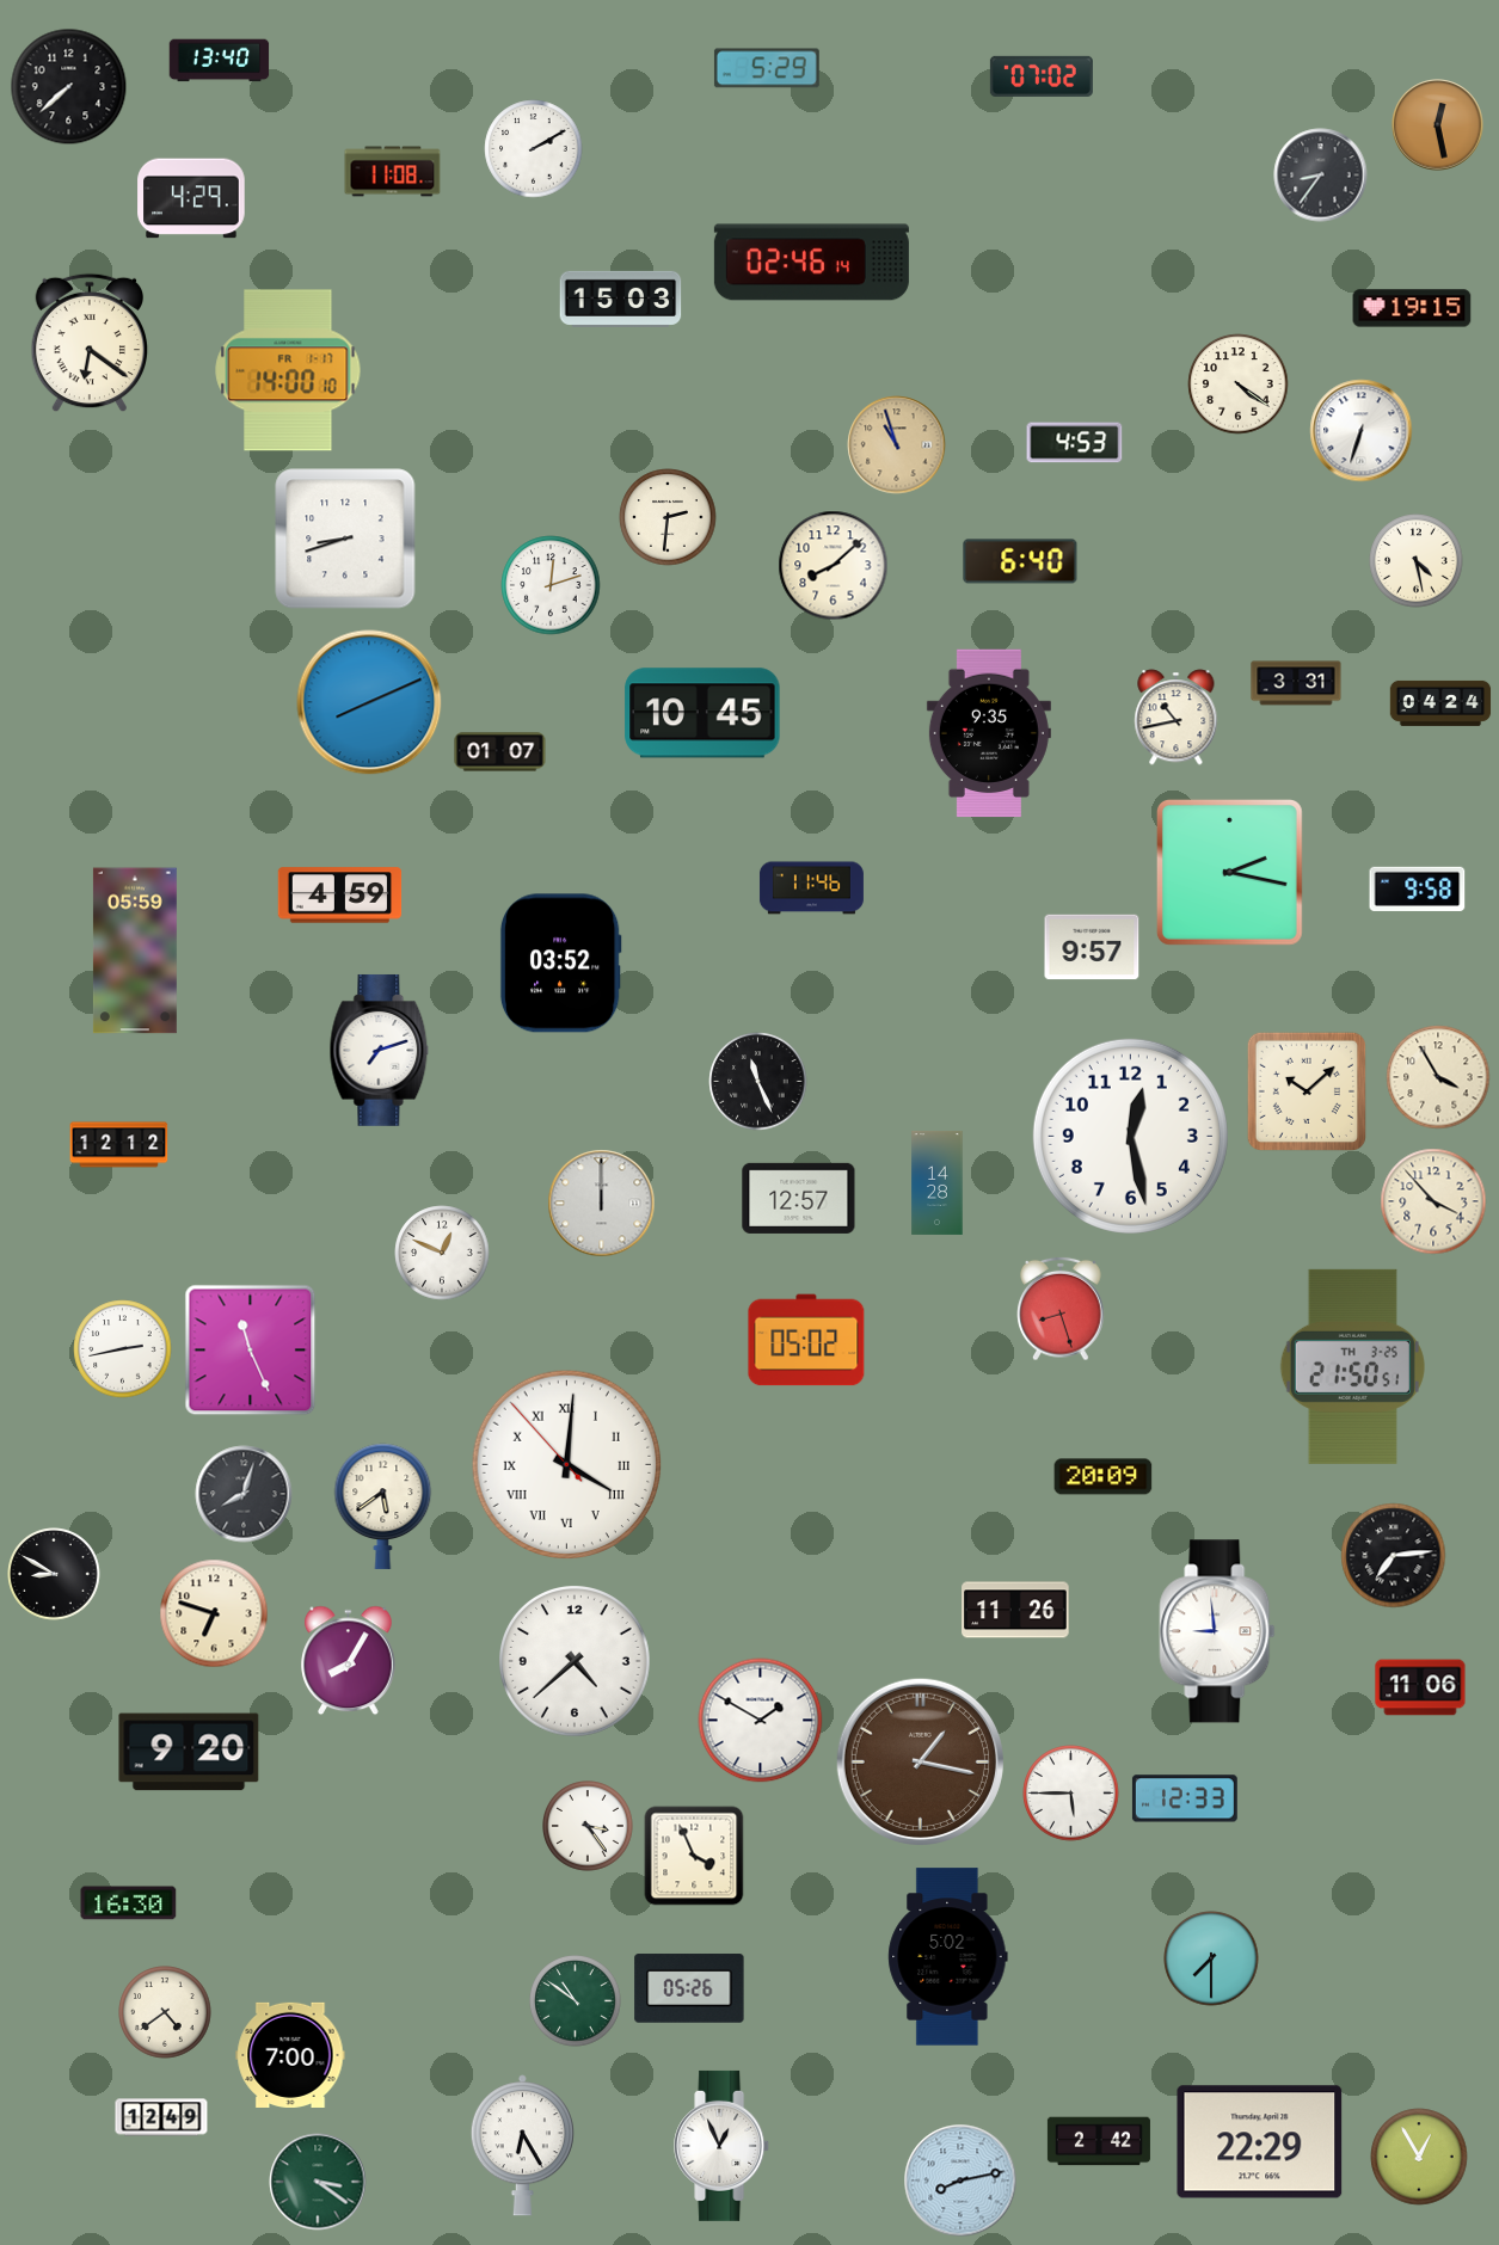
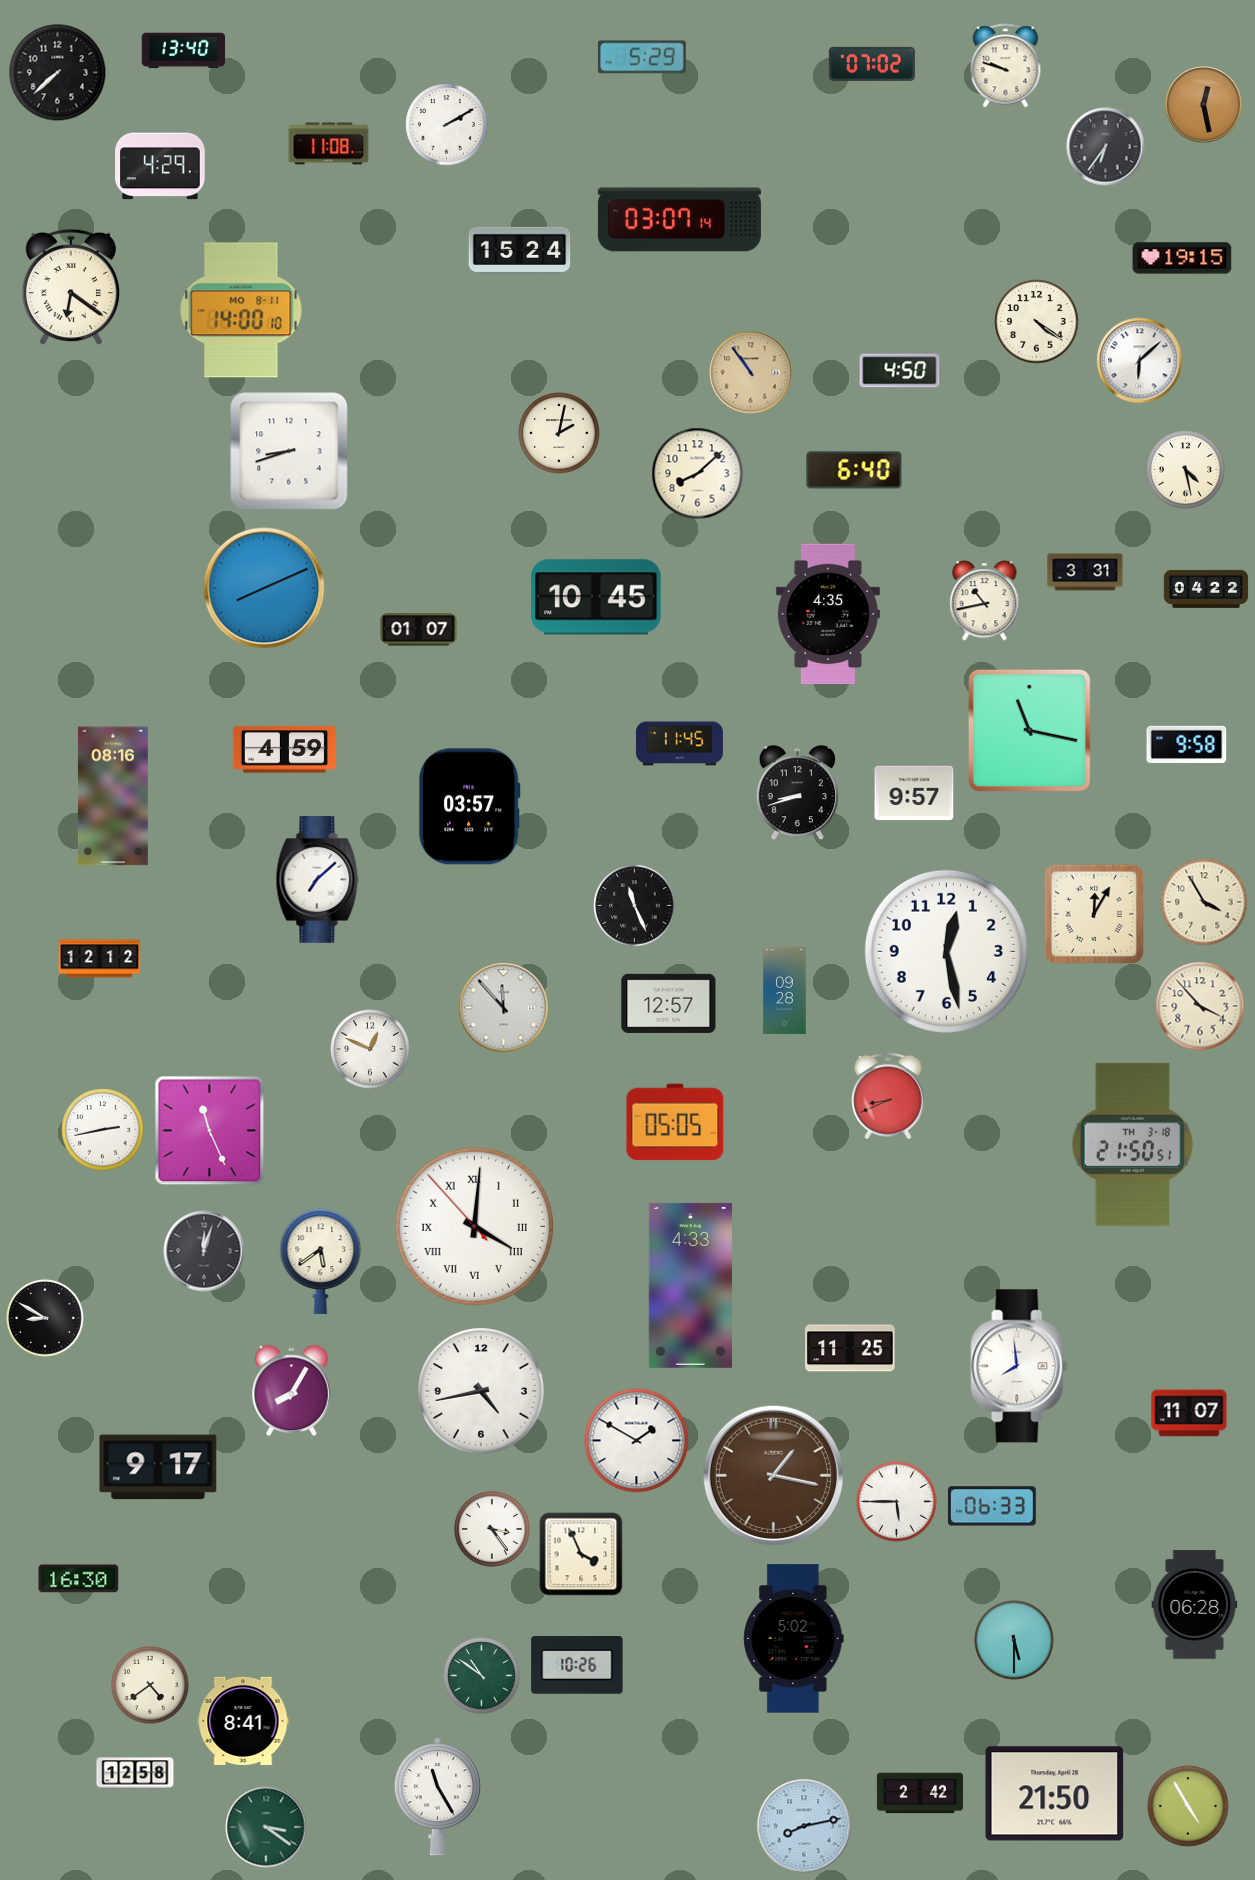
clock at (1006, 66): none -> 9:48
clock at (1321, 176): 8:36 -> 6:36
clock at (811, 263): 02:46 -> 03:07
clock at (621, 299): 15:03 -> 15:24
clock at (90, 343) position: (90, 343) -> (71, 287)
clock at (288, 370) date: FR 1-17 -> MO 8-11
clock at (1362, 431): 6:33 -> 6:08
clock at (1075, 443): 4:53 -> 4:50
clock at (897, 445): 10:57 -> 10:54
clock at (668, 517): 2:31 -> 2:02
clock at (551, 585): 12:12 -> none
clock at (369, 702) position: (369, 702) -> (264, 588)
clock at (1440, 703): 04:24 -> 04:22
clock at (702, 713) position: (702, 713) -> (596, 597)
clock at (989, 733): 9:35 -> 4:35
clock at (1229, 872): 2:17 -> 11:17
clock at (811, 888): 11:46 -> 11:45
clock at (797, 793): none -> 8:42
clock at (135, 951): 05:59 -> 08:16
clock at (560, 964): 03:52 -> 03:57
clock at (380, 1051): 7:12 -> 7:08
clock at (1307, 1091): 10:08 -> 12:05
clock at (938, 1182): 14:28 -> 09:28
clock at (602, 1204): 12:00 -> 11:53
clock at (1061, 1309): 8:27 -> 8:41
clock at (806, 1340): 05:02 -> 05:05
clock at (1352, 1366) date: TH 3-25 -> TH 3-18
clock at (1104, 1477): 20:09 -> none
clock at (244, 1494): 8:03 -> 12:03
clock at (690, 1285): none -> 4:33
clock at (1394, 1556): 7:14 -> none
clock at (1015, 1610): 11:26 -> 11:25
clock at (214, 1613): 6:48 -> none
clock at (1217, 1631): 8:59 -> 7:59
clock at (576, 1662): 4:38 -> 4:43
clock at (1420, 1687): 11:06 -> 11:07
clock at (189, 1752): 9:20 -> 9:17
clock at (920, 1761) position: (920, 1761) -> (773, 1475)
clock at (1185, 1798): 12:33 -> 06:33
clock at (129, 1903) position: (129, 1903) -> (79, 1579)
clock at (1195, 1605): none -> 06:28
clock at (1211, 1958): 7:30 -> 5:30
clock at (689, 1988): 05:26 -> 10:26
clock at (165, 2012) position: (165, 2012) -> (150, 1685)
clock at (290, 2055): 7:00 -> 8:41
clock at (161, 2117): 12:49 -> 12:58
clock at (1260, 2142): 22:29 -> 21:50
clock at (522, 2146): 6:25 -> 11:25
clock at (723, 2146): 12:56 -> none
clock at (1419, 2157): 12:55 -> 4:55
